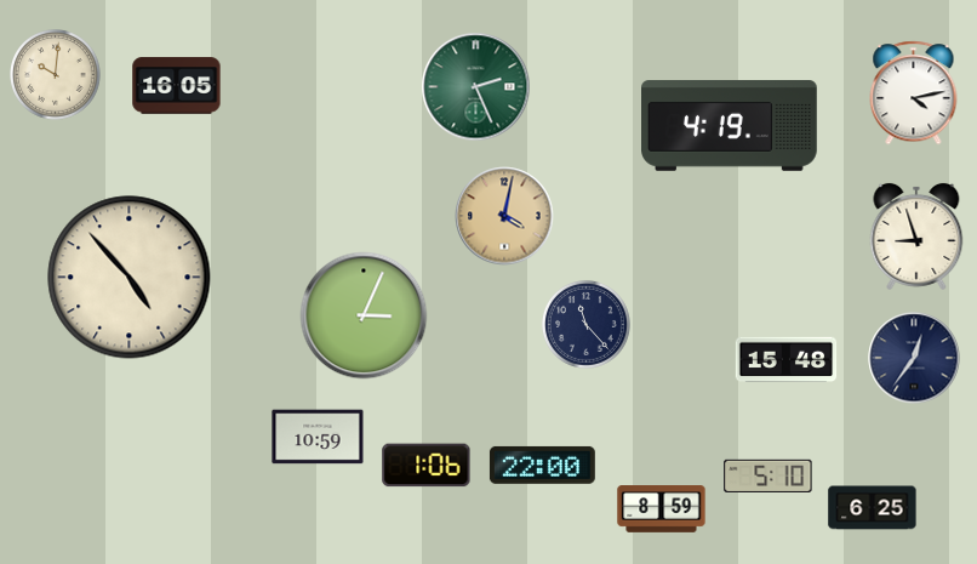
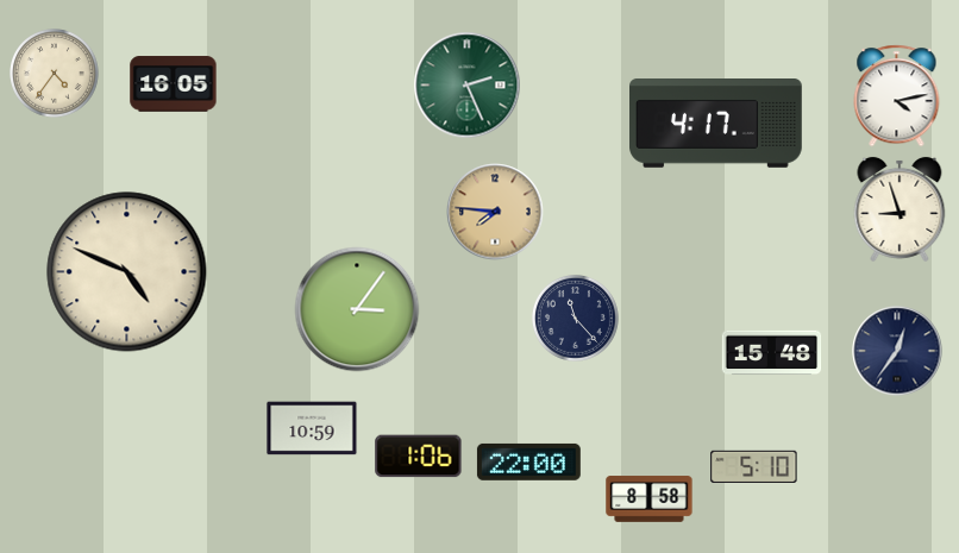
clock at (56, 75): 10:01 -> 4:36
clock at (914, 93) position: (914, 93) -> (897, 96)
clock at (730, 126): 4:19 -> 4:17
clock at (504, 216): 4:02 -> 7:46
clock at (916, 237) position: (916, 237) -> (900, 209)
clock at (130, 278): 4:53 -> 4:49
clock at (364, 315): 3:04 -> 3:06
clock at (542, 465) position: (542, 465) -> (528, 461)
clock at (873, 508): 6:25 -> none
clock at (662, 509): 8:59 -> 8:58
